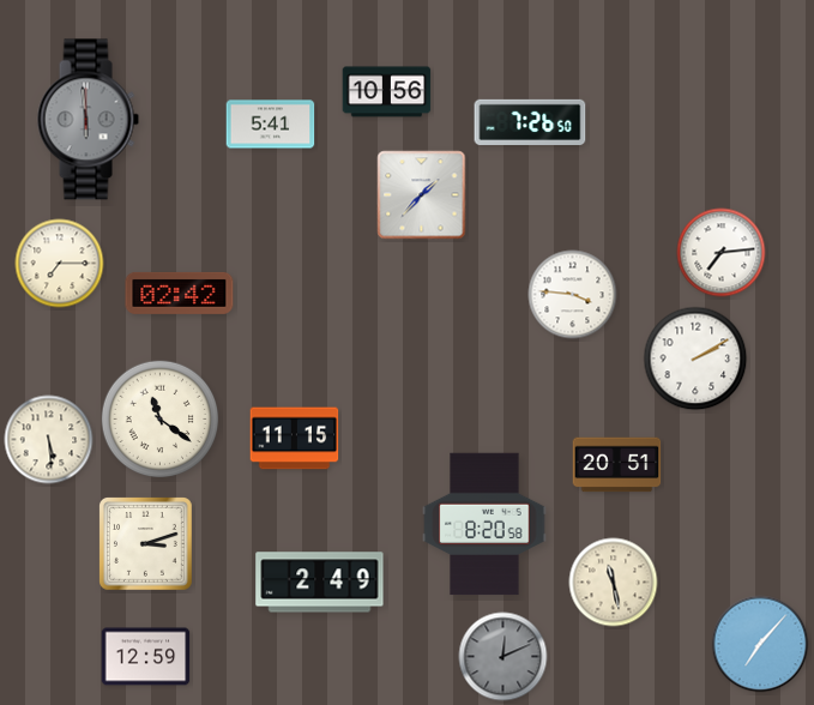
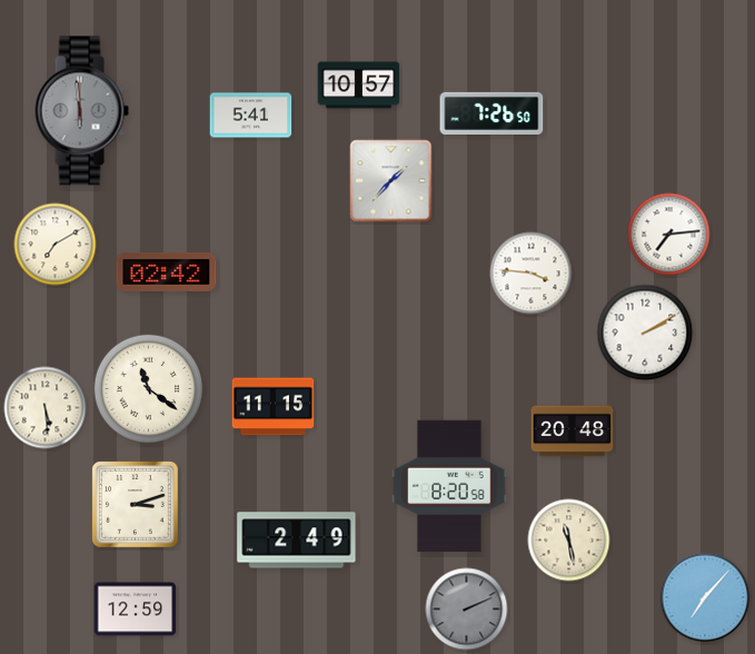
clock at (387, 92): 10:56 -> 10:57
clock at (60, 264): 7:15 -> 7:10
clock at (617, 465): 20:51 -> 20:48
clock at (504, 657): 12:11 -> 2:11
